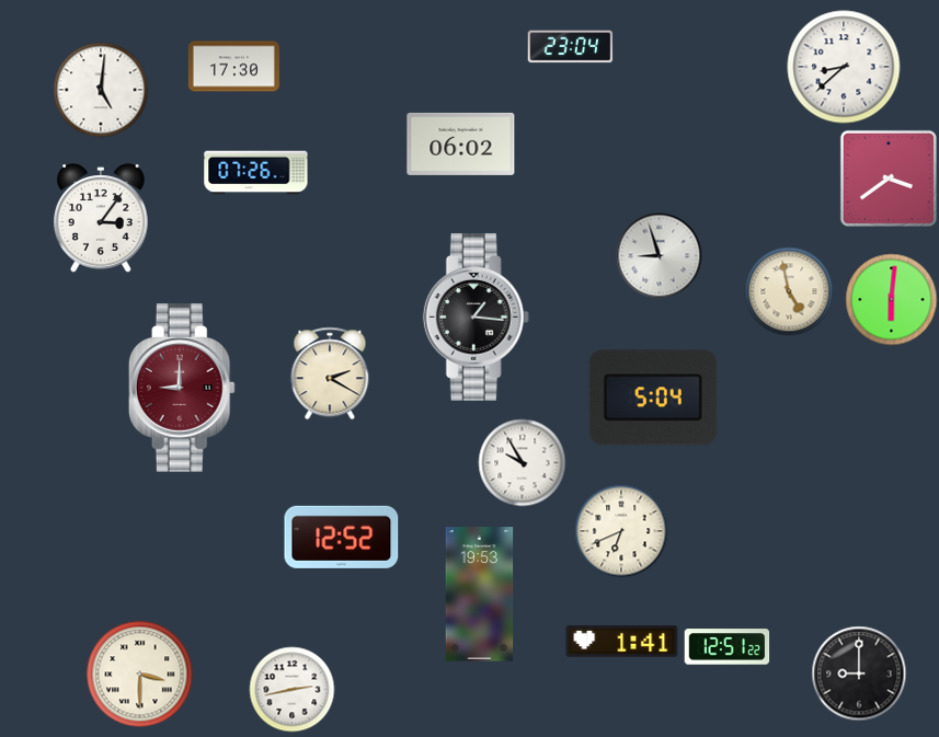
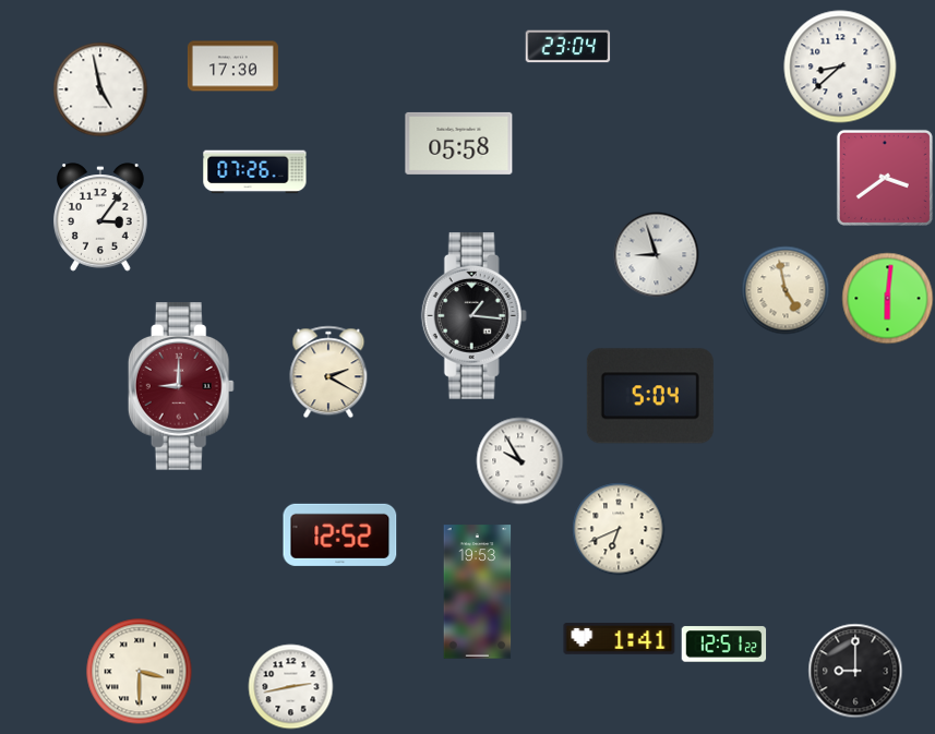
clock at (101, 90): 5:01 -> 4:58
clock at (461, 143): 06:02 -> 05:58
